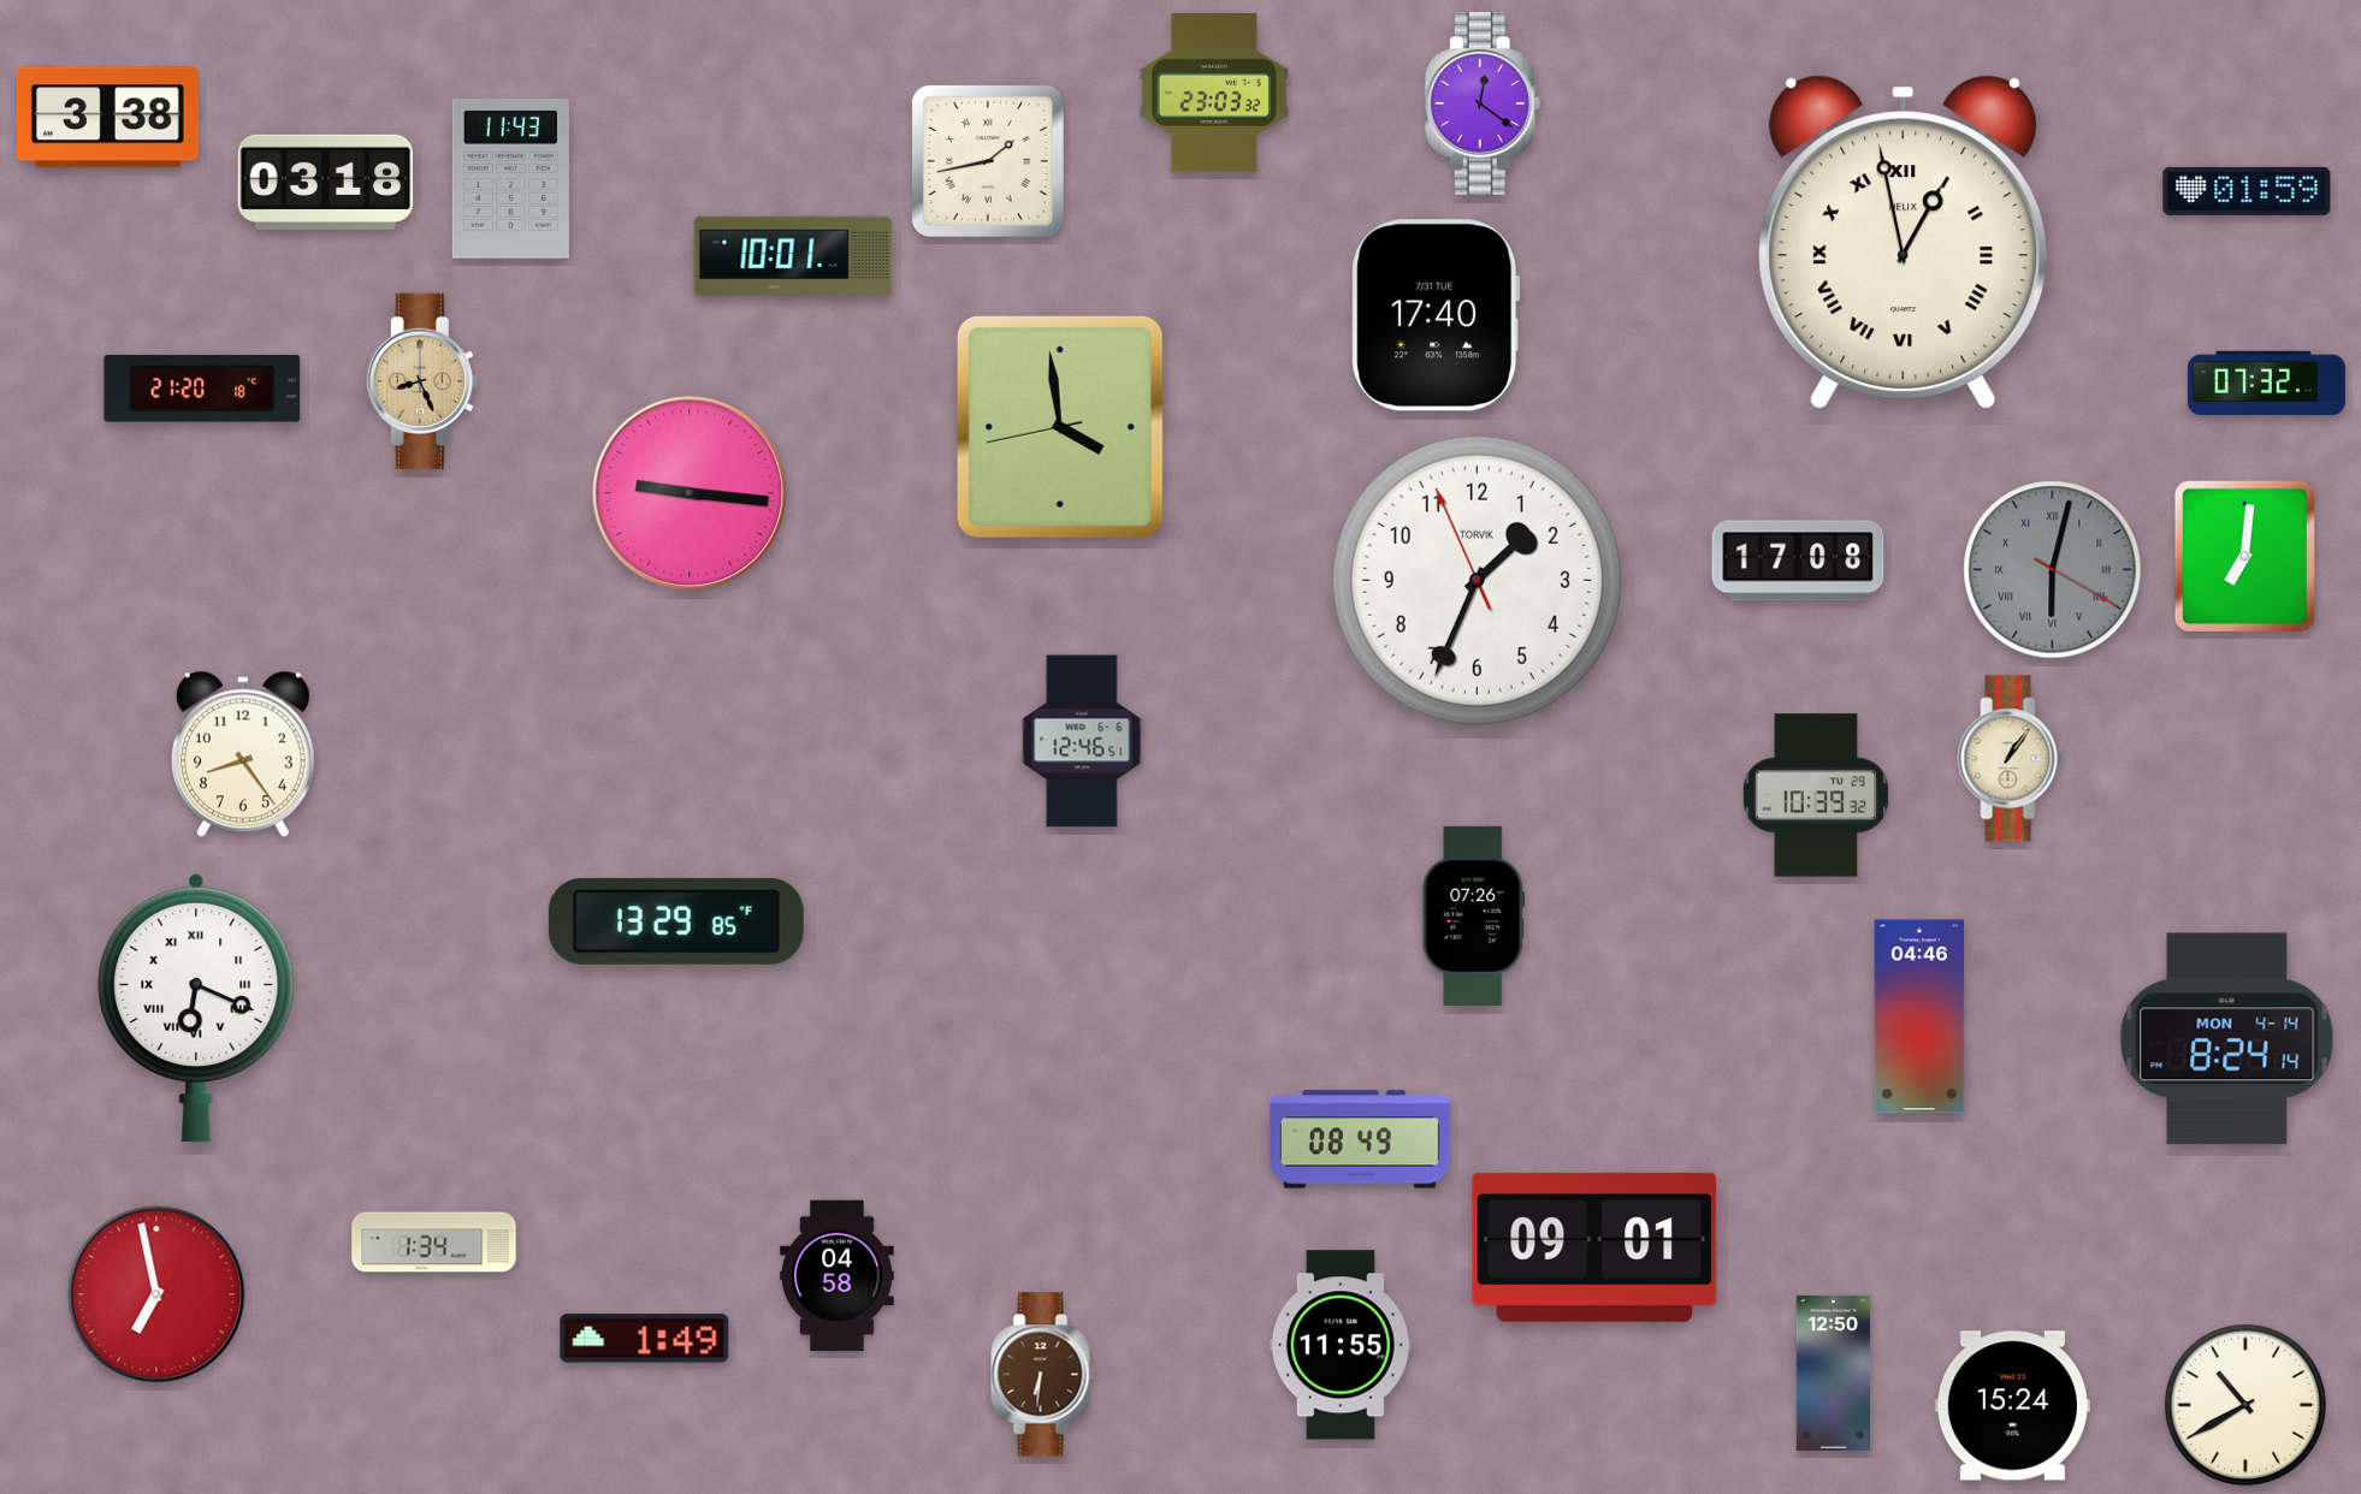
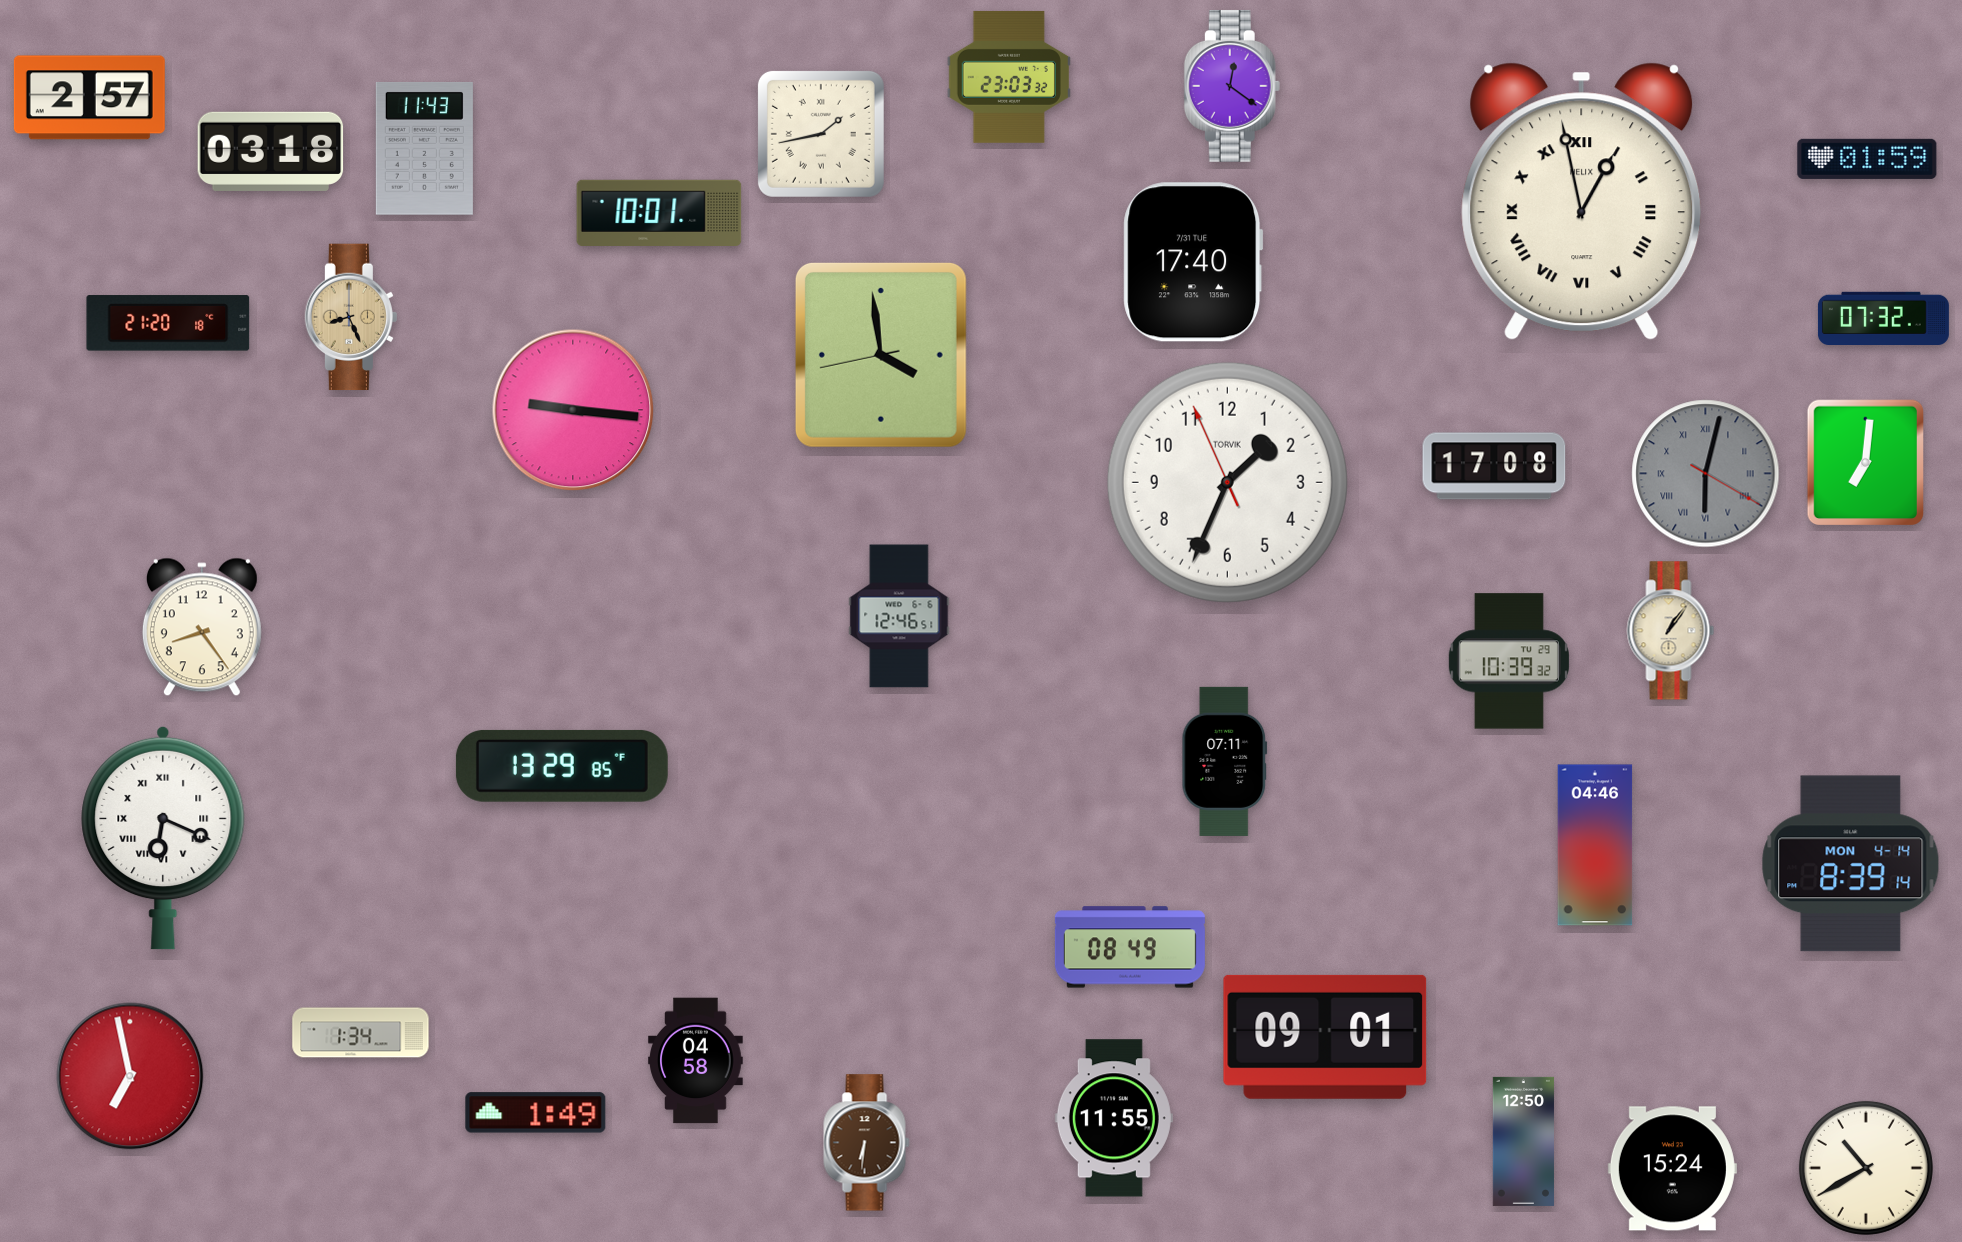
clock at (107, 118): 3:38 -> 2:57
clock at (1474, 915): 07:26 -> 07:11
clock at (2227, 1039): 8:24 -> 8:39
